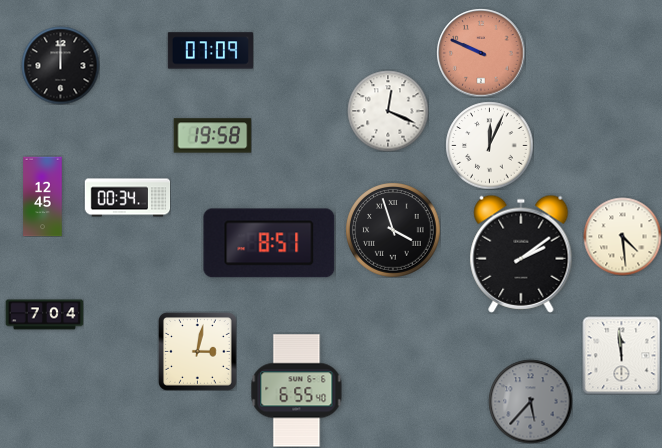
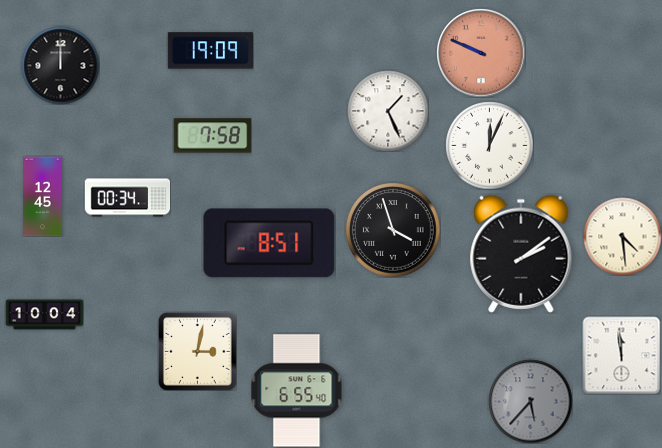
clock at (210, 51): 07:09 -> 19:09
clock at (388, 111): 12:19 -> 1:26
clock at (212, 136): 19:58 -> 7:58
clock at (44, 315): 7:04 -> 10:04
